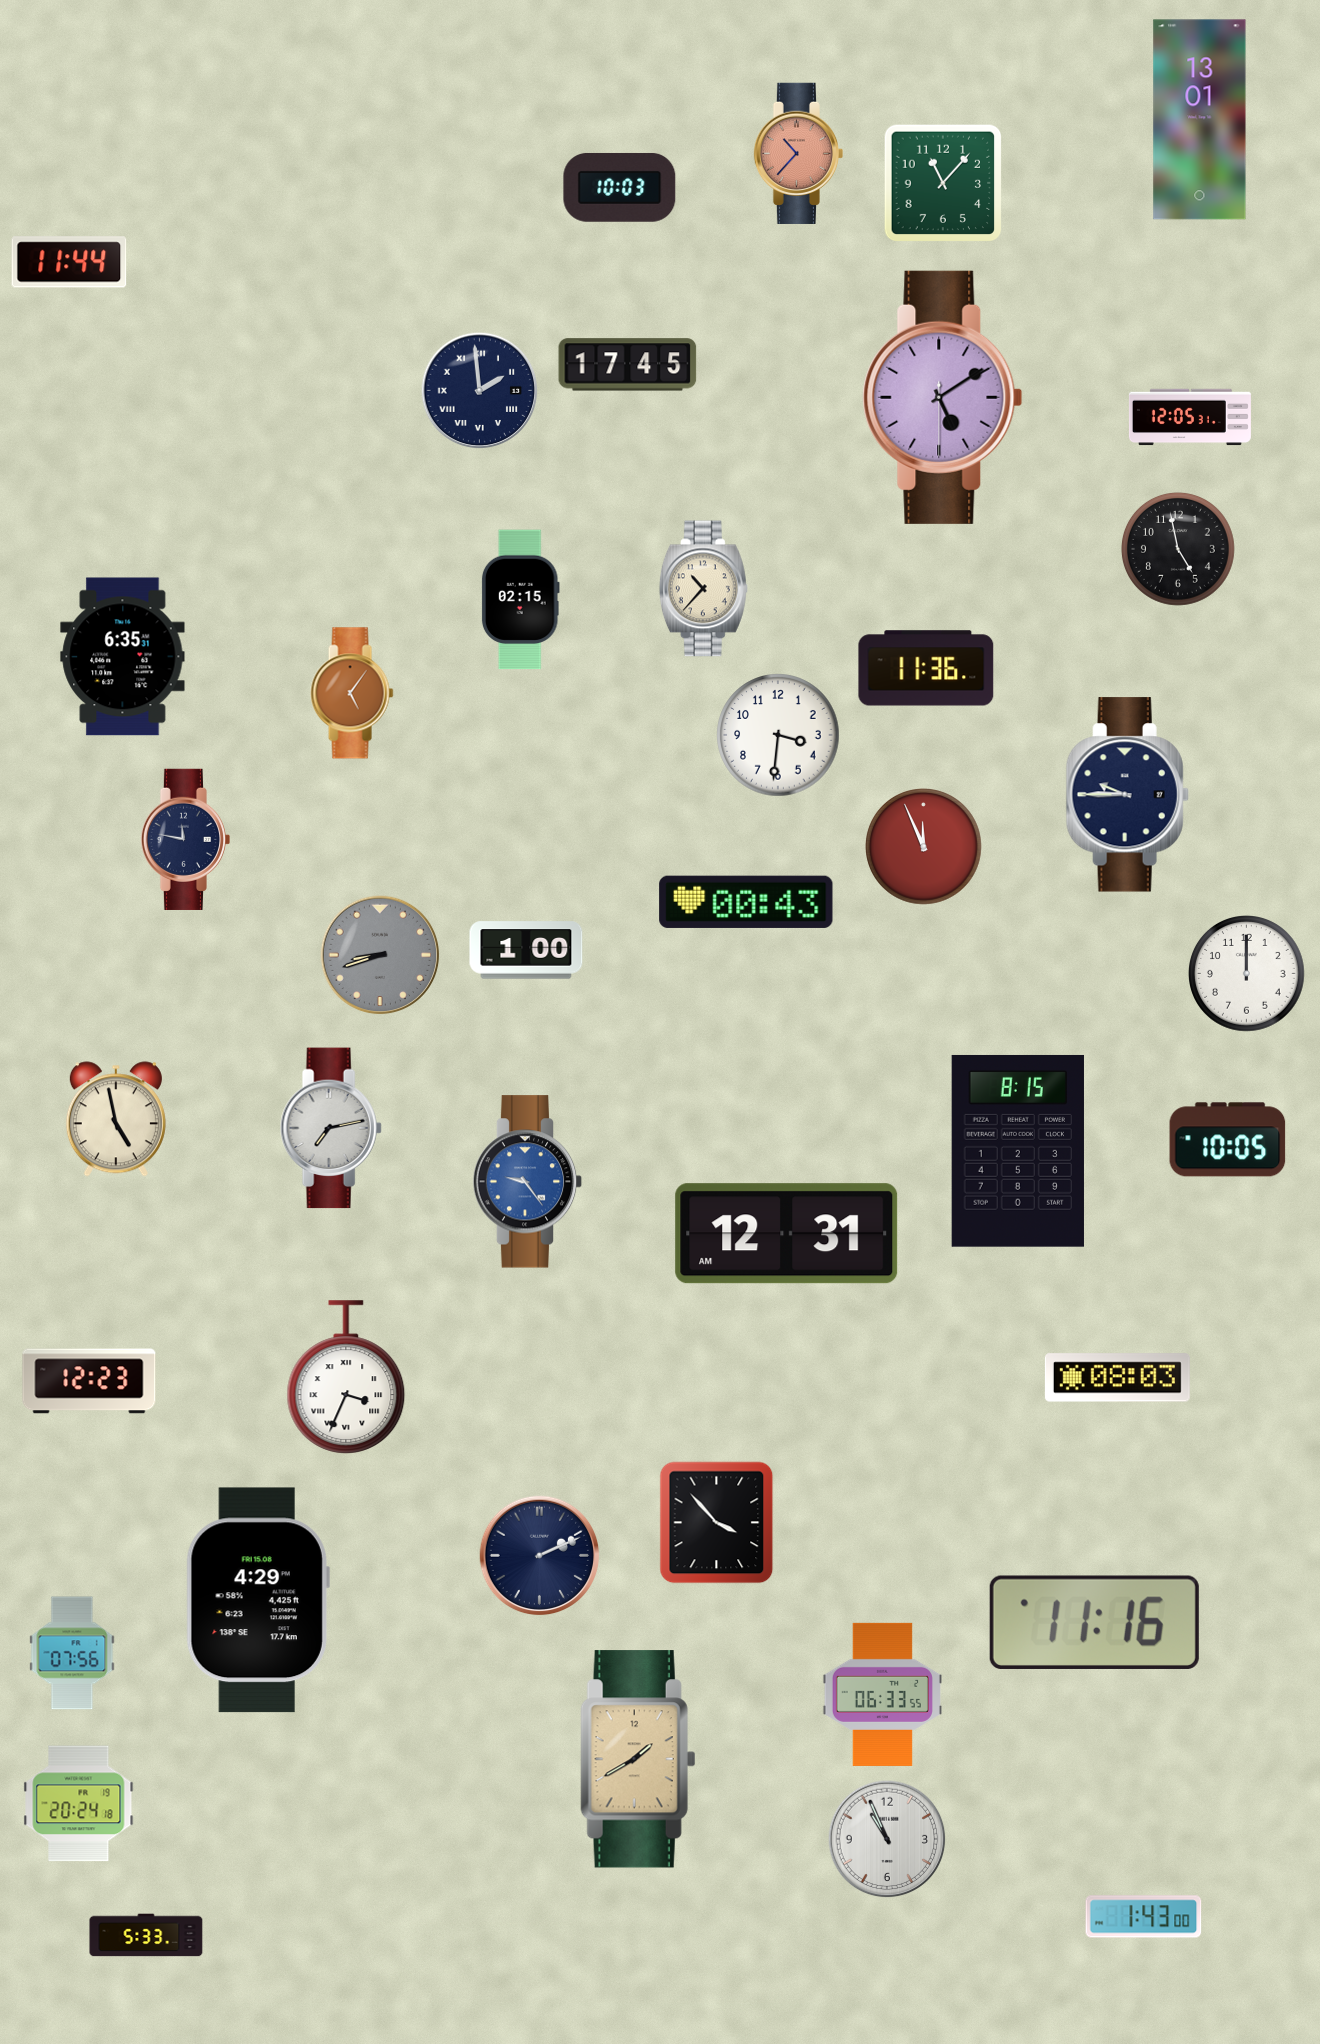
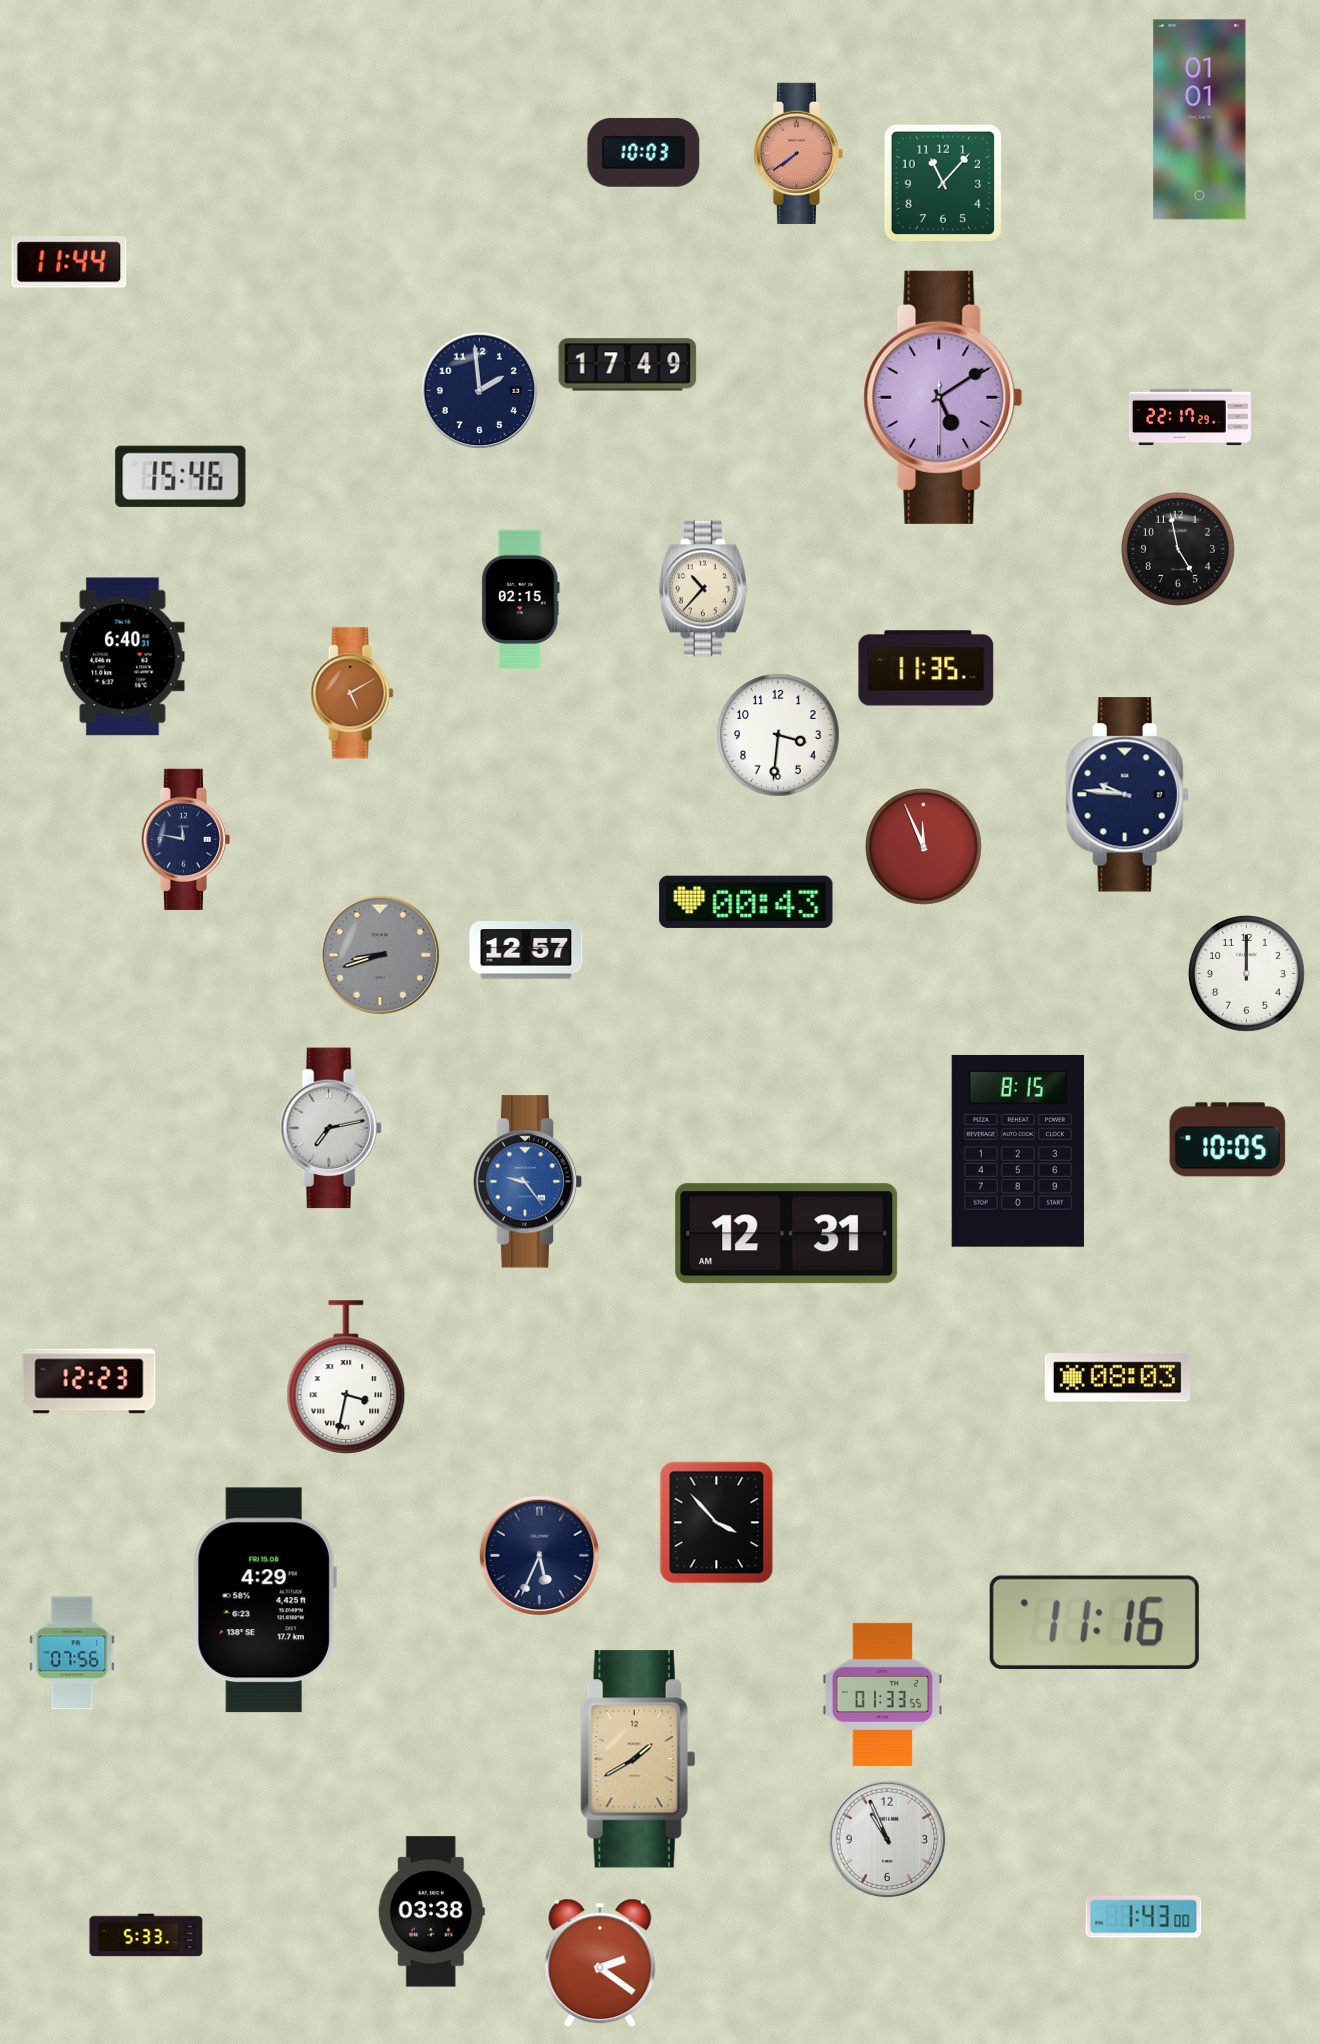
clock at (1200, 120): 13:01 -> 01:01
clock at (798, 153): 10:37 -> 7:39
clock at (620, 187) position: (620, 187) -> (644, 152)
clock at (628, 365): 17:45 -> 17:49
clock at (480, 391) numerals: Roman -> Arabic
clock at (1190, 417): 12:05 -> 22:17
clock at (181, 476): none -> 15:46
clock at (123, 657): 6:35 -> 6:40
clock at (926, 668): 11:36 -> 11:35
clock at (352, 693): 5:06 -> 5:10
clock at (1127, 795): 9:45 -> 9:46
clock at (526, 950): 1:00 -> 12:57
clock at (116, 1119): 4:58 -> none
clock at (346, 1377): 3:34 -> 3:32
clock at (540, 1556): 2:11 -> 5:34
clock at (258, 1600) position: (258, 1600) -> (265, 1600)
clock at (882, 1694): 06:33 -> 01:33
clock at (79, 1804): 20:24 -> none
clock at (431, 1912): none -> 03:38
clock at (600, 1963): none -> 2:21
